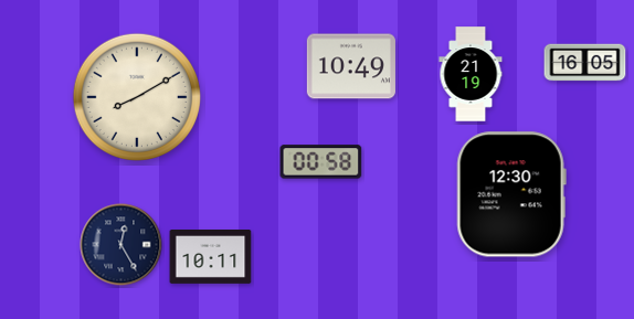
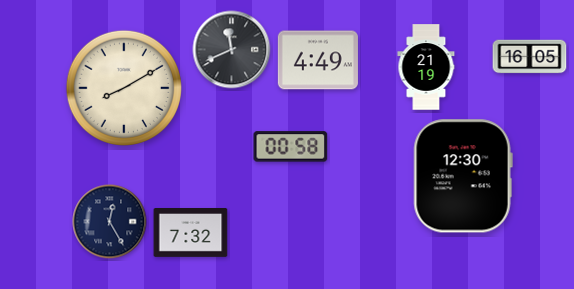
clock at (232, 50): none -> 11:41
clock at (351, 66): 10:49 -> 4:49
clock at (211, 257): 10:11 -> 7:32
